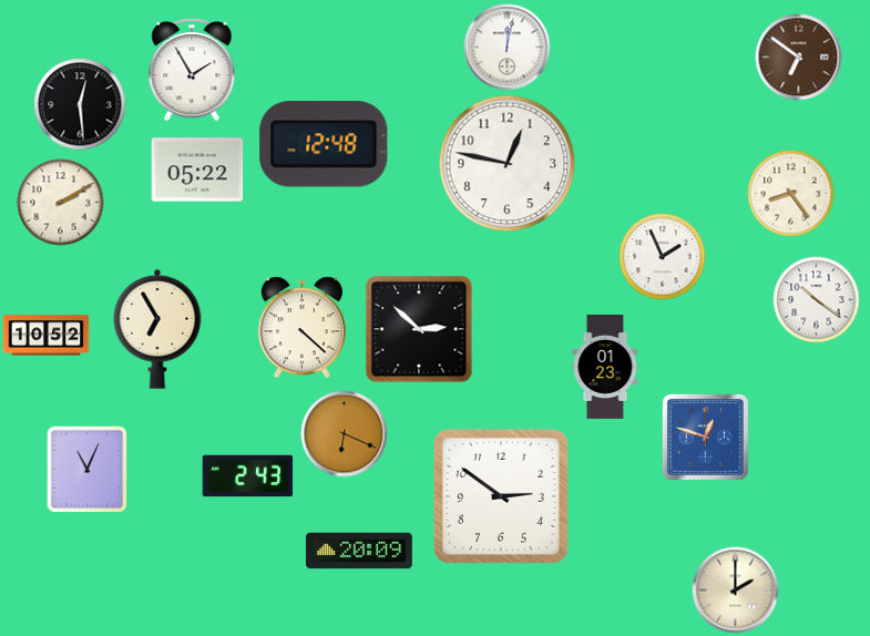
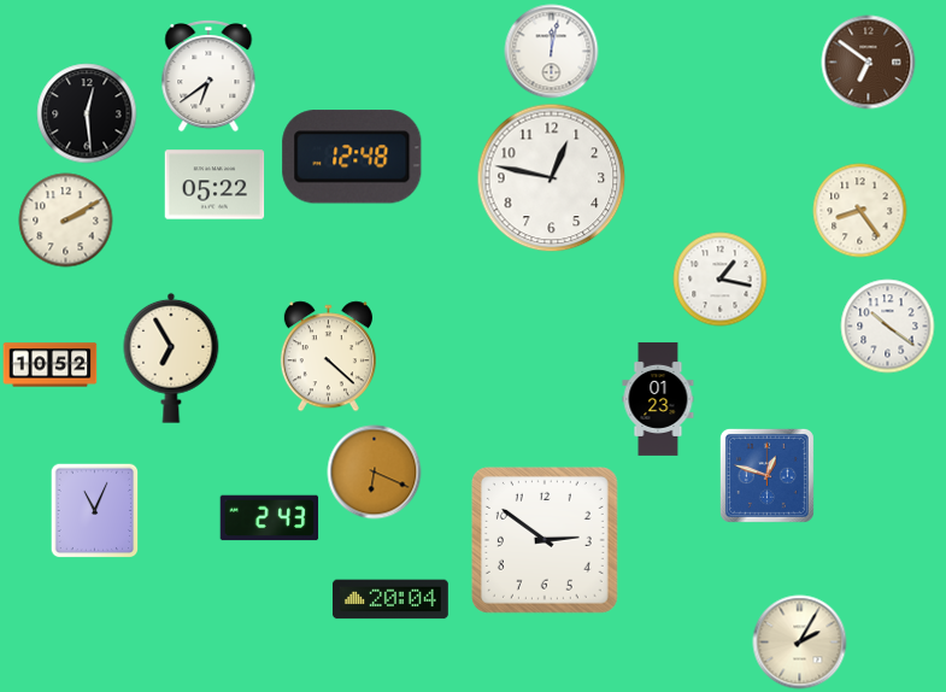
clock at (192, 70): 1:55 -> 6:39
clock at (662, 256): 1:56 -> 1:17
clock at (419, 329): 2:52 -> none
clock at (359, 551): 20:09 -> 20:04
clock at (735, 589): 2:00 -> 2:05
